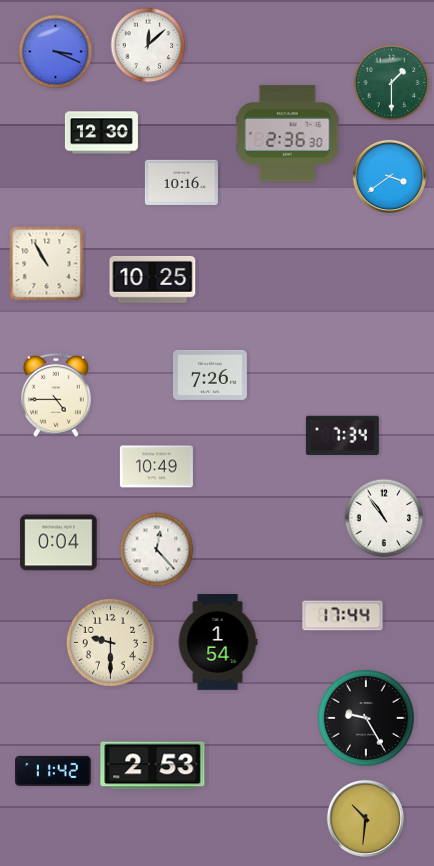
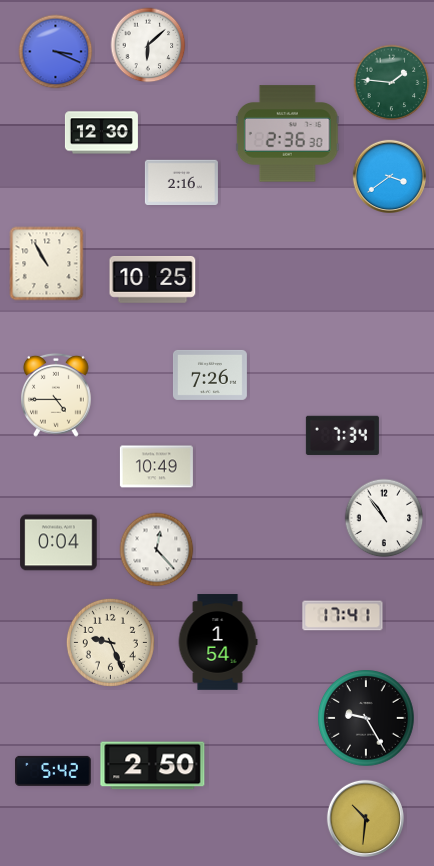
clock at (148, 45): 12:08 -> 6:08
clock at (392, 83): 1:30 -> 1:46
clock at (181, 183): 10:16 -> 2:16
clock at (343, 616): 17:44 -> 17:41
clock at (110, 642): 9:30 -> 9:26
clock at (153, 766): 2:53 -> 2:50
clock at (53, 771): 11:42 -> 5:42
